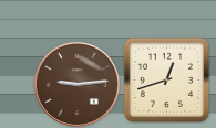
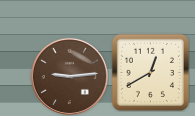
clock at (166, 79): 12:42 -> 12:40
